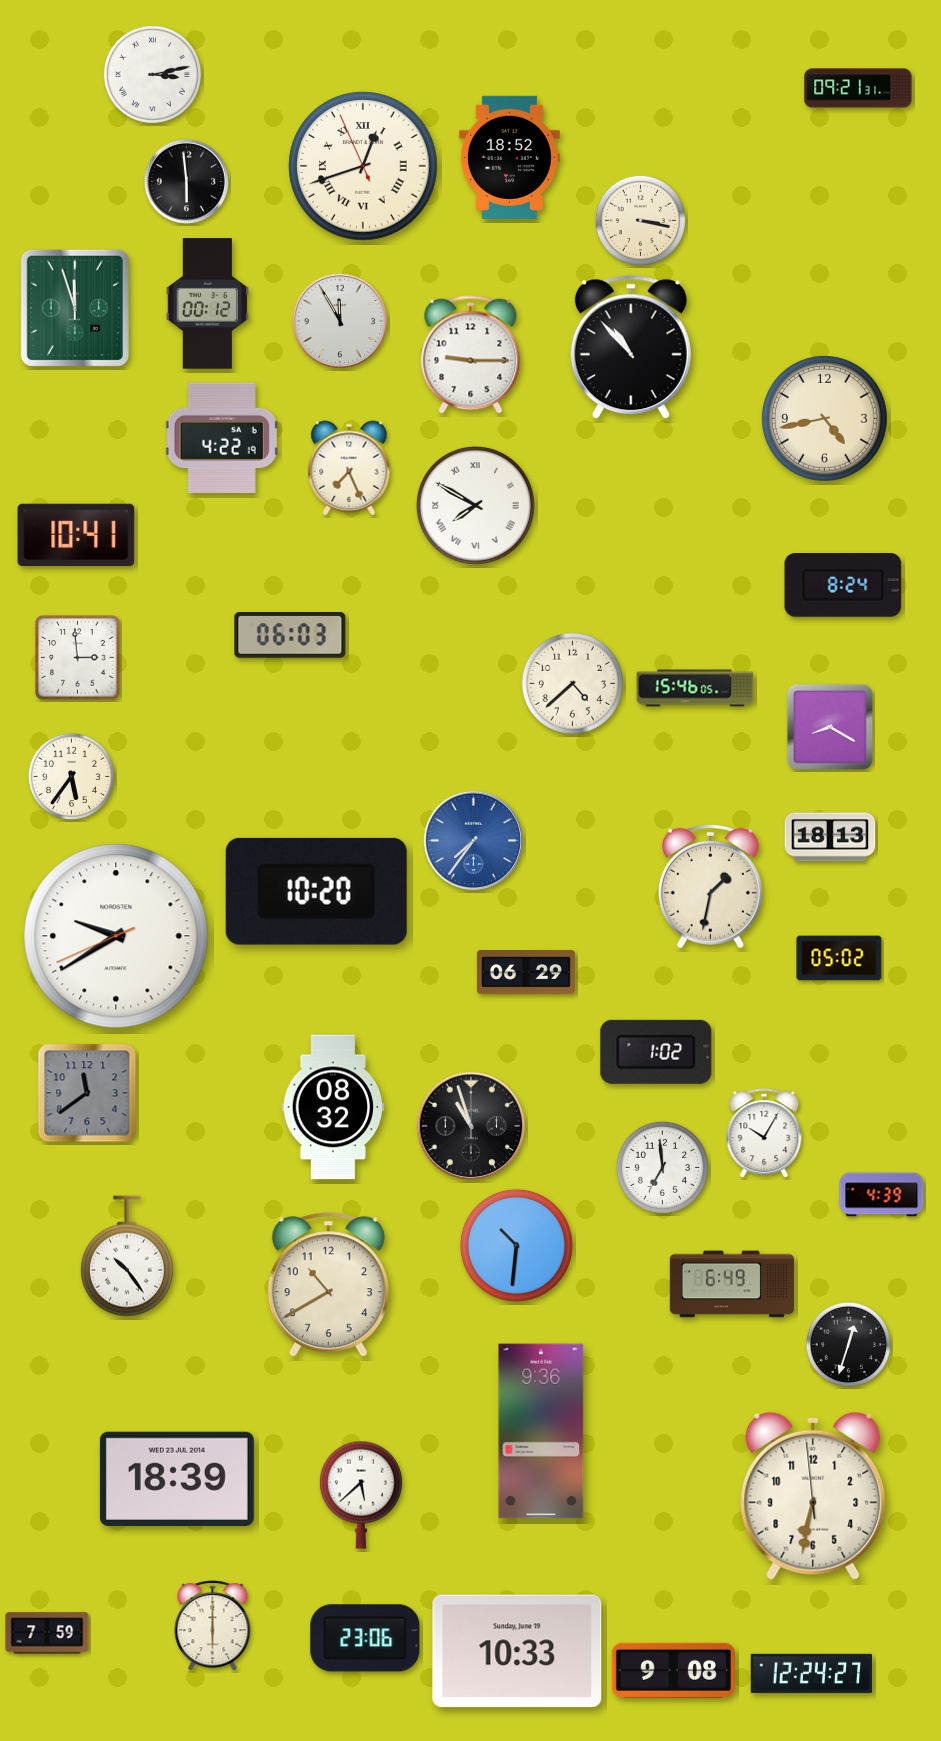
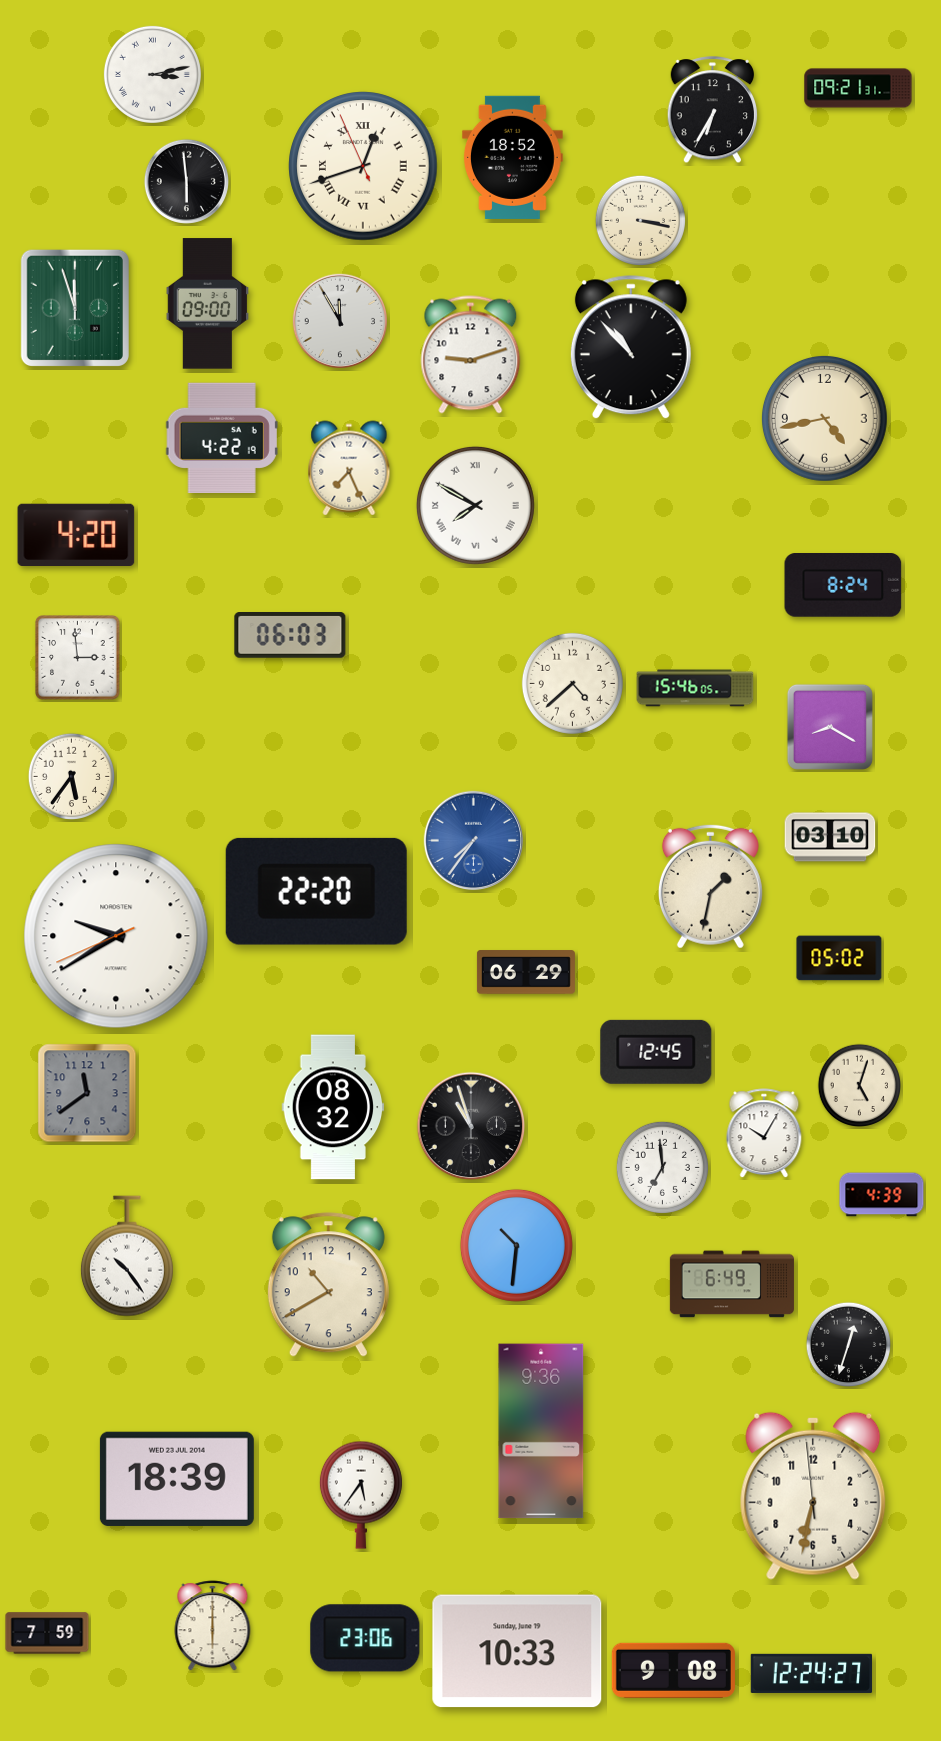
clock at (713, 110): none -> 6:35
clock at (509, 157) position: (509, 157) -> (512, 157)
clock at (208, 304): 00:12 -> 09:00
clock at (471, 355): 9:15 -> 9:12
clock at (76, 534): 10:41 -> 4:20
clock at (830, 837): 18:13 -> 03:10
clock at (316, 891): 10:20 -> 22:20
clock at (656, 1052): 1:02 -> 12:45
clock at (860, 1086): none -> 5:03
clock at (361, 1495): 5:38 -> 5:36
